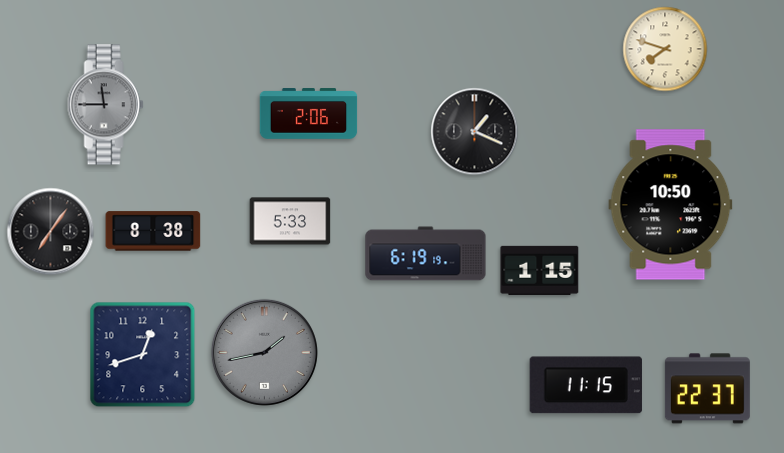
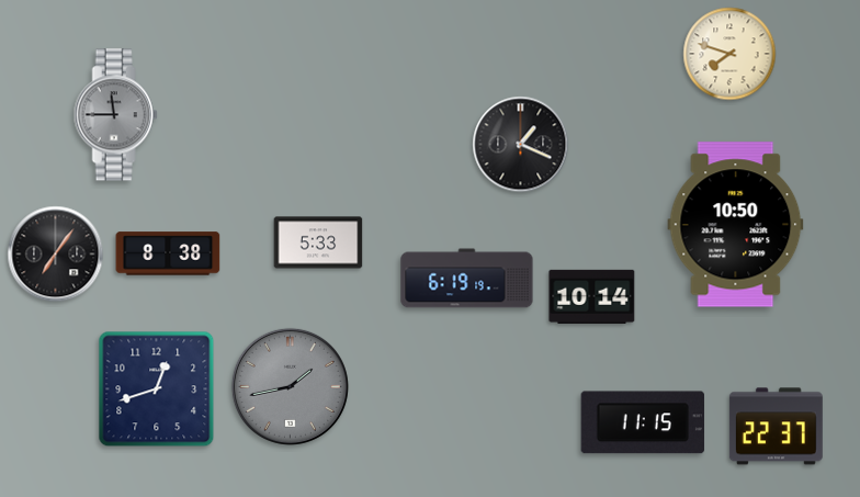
clock at (309, 114): 2:06 -> none
clock at (540, 270): 1:15 -> 10:14
